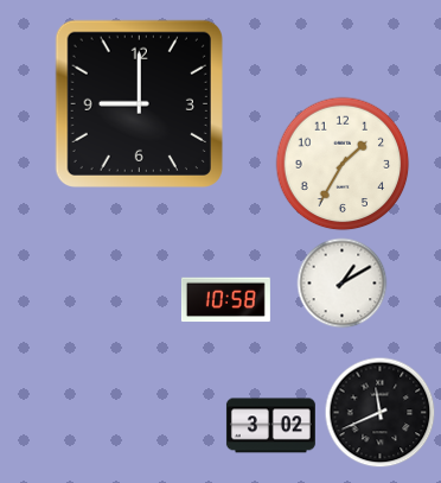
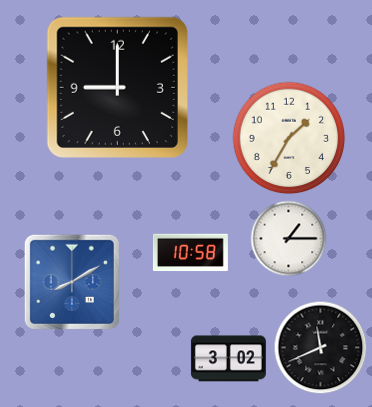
clock at (343, 284): 1:10 -> 1:15
clock at (72, 282): none -> 8:10
